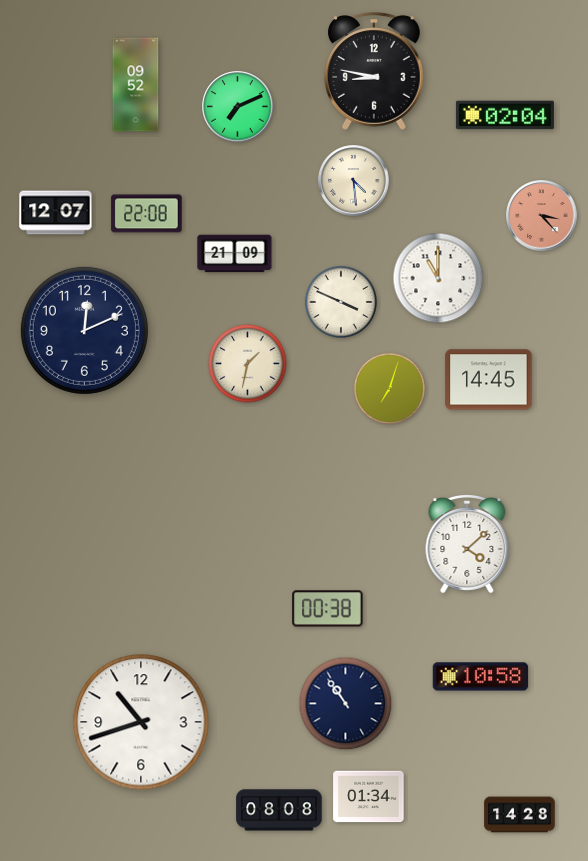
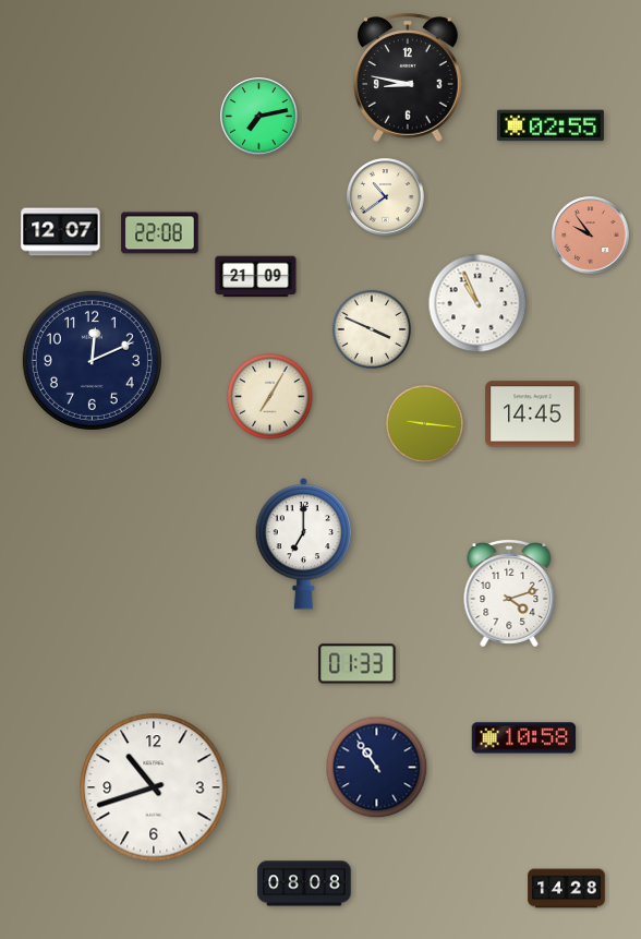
clock at (136, 85): 09:52 -> none
clock at (238, 107): 7:11 -> 7:13
clock at (505, 115): 02:04 -> 02:55
clock at (354, 181): 4:29 -> 10:39
clock at (542, 216): 3:23 -> 9:54
clock at (438, 278): 11:00 -> 10:56
clock at (248, 364): 1:32 -> 7:05
clock at (389, 388): 7:03 -> 9:16
clock at (304, 543): none -> 7:00
clock at (467, 544): 4:08 -> 4:12
clock at (328, 609): 00:38 -> 01:33
clock at (369, 797): 01:34 -> none
